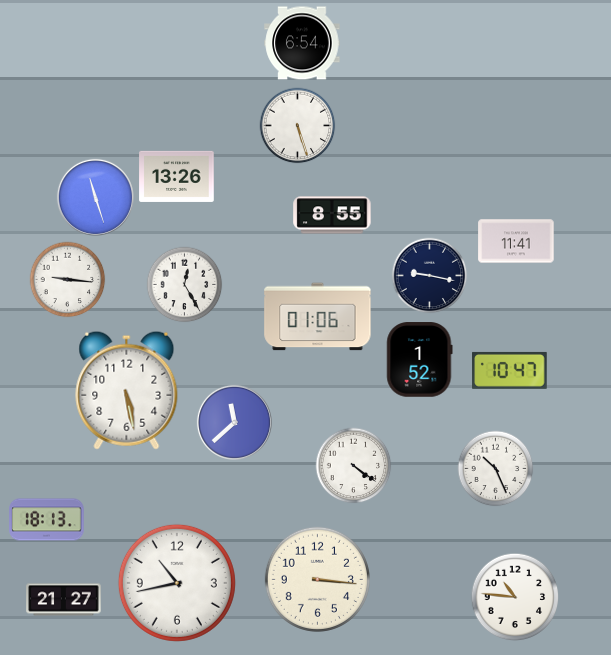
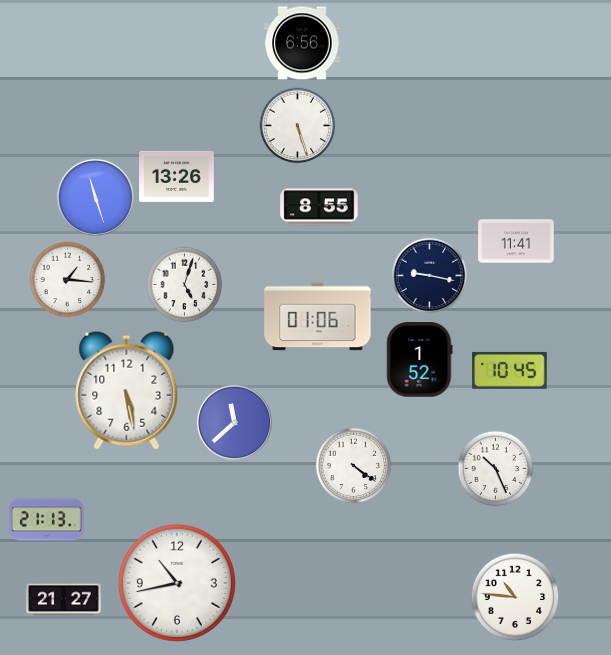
clock at (302, 43): 6:54 -> 6:56
clock at (332, 215) position: (332, 215) -> (319, 207)
clock at (68, 280): 9:16 -> 1:16
clock at (185, 285): 12:25 -> 5:03
clock at (510, 370): 10:47 -> 10:45
clock at (47, 520): 18:13 -> 21:13
clock at (317, 579): 3:16 -> none
